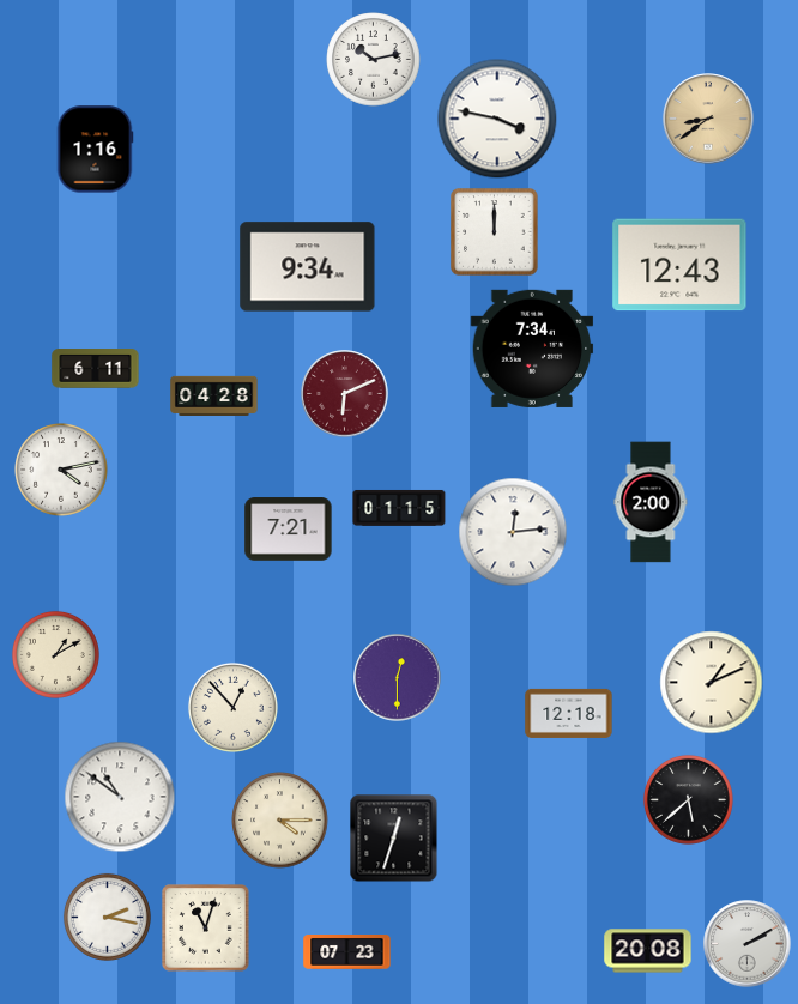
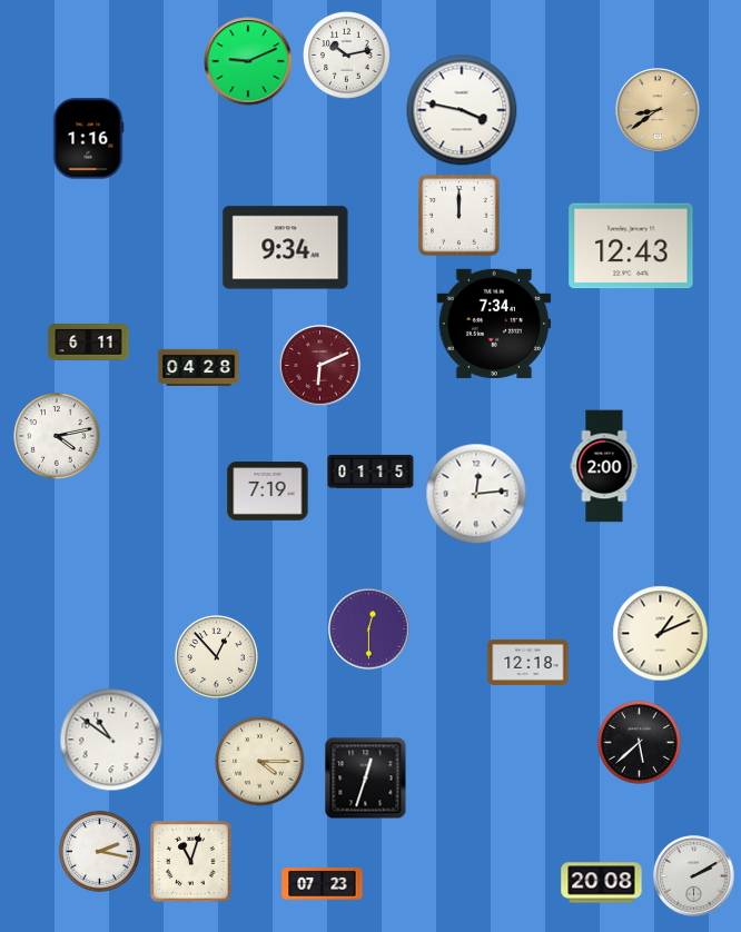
clock at (248, 61): none -> 9:11
clock at (289, 530): 7:21 -> 7:19
clock at (55, 654): 1:10 -> none
